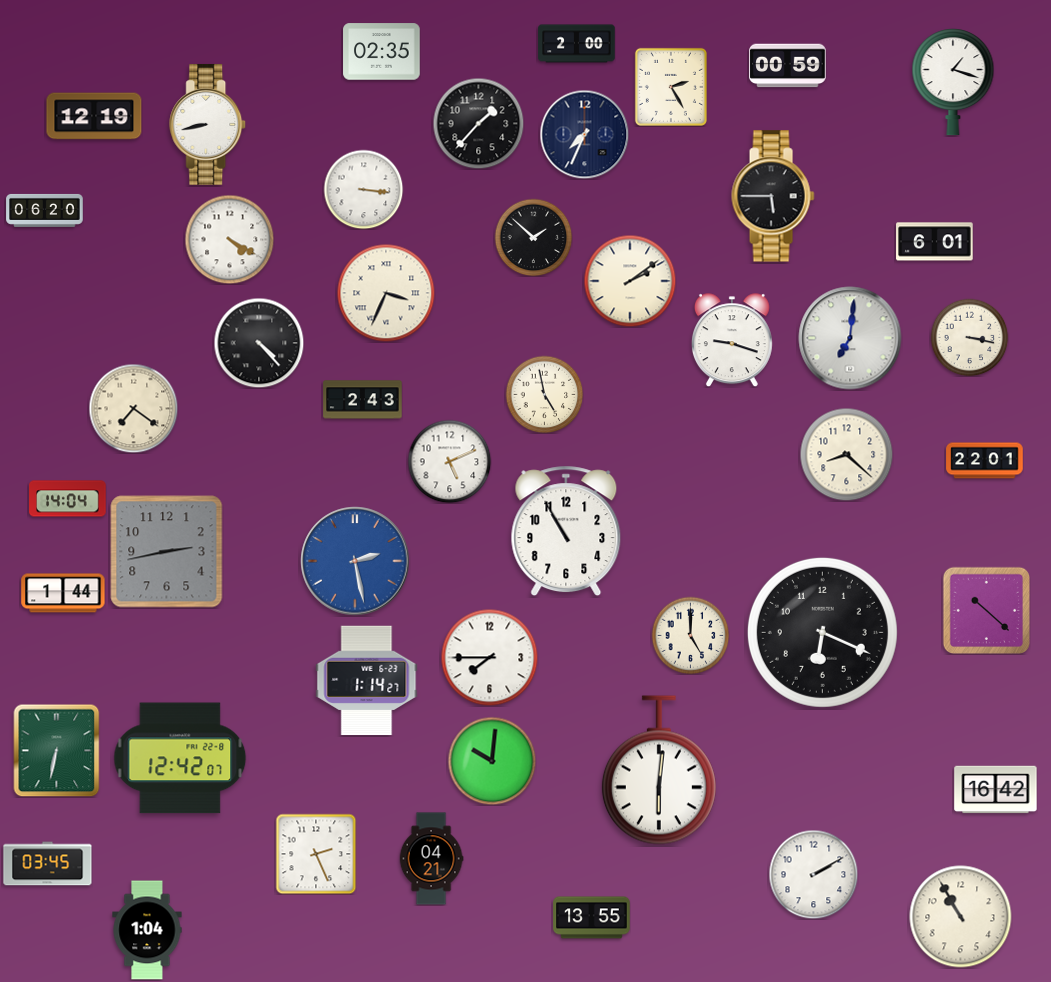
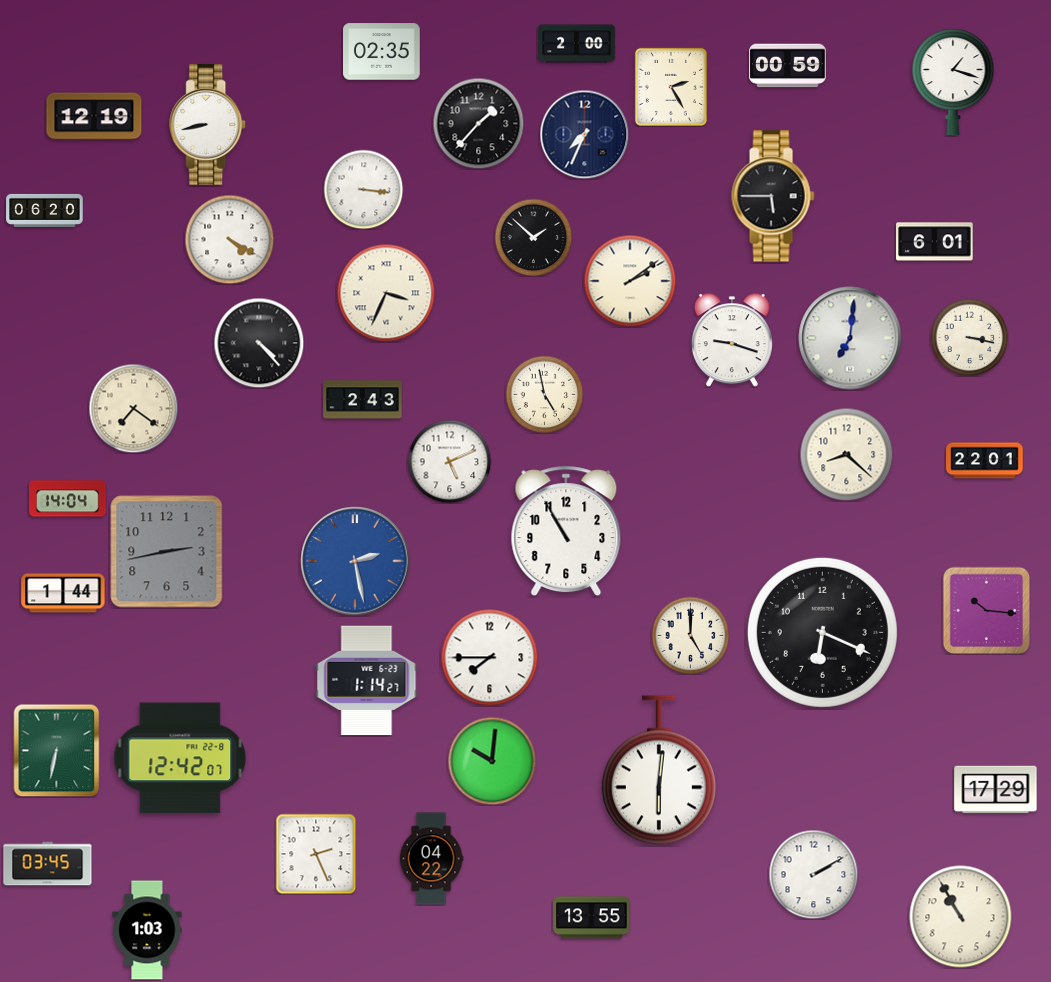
clock at (986, 610): 10:22 -> 10:16
clock at (996, 790): 16:42 -> 17:29
clock at (431, 859): 04:21 -> 04:22
clock at (147, 930): 1:04 -> 1:03
